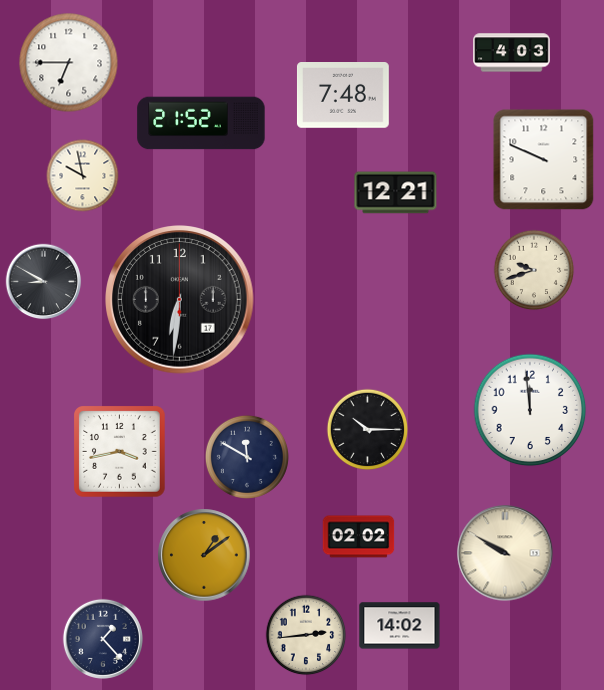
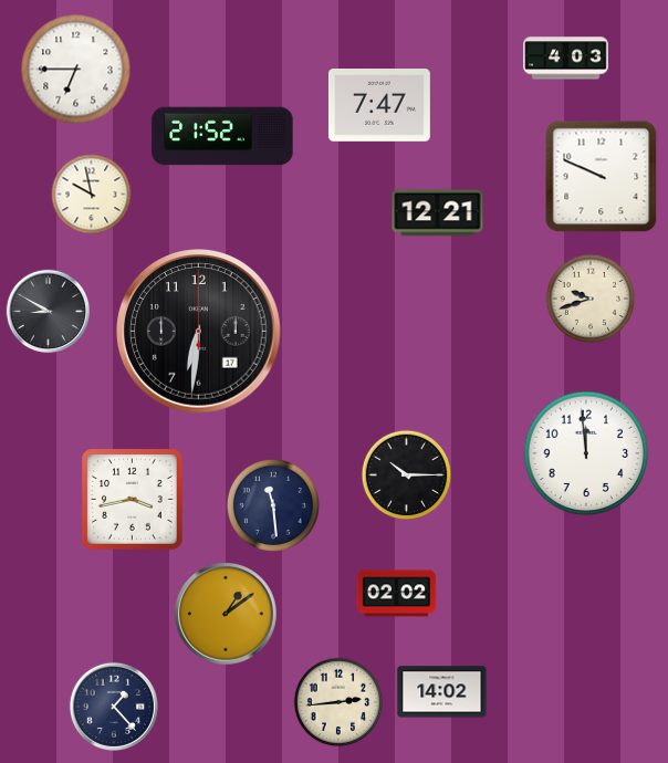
clock at (343, 96): 7:48 -> 7:47
clock at (247, 457): 11:50 -> 11:29
clock at (505, 553): 9:50 -> none
